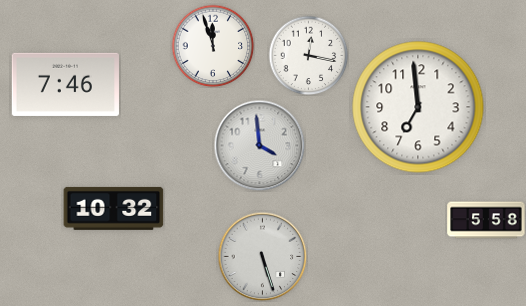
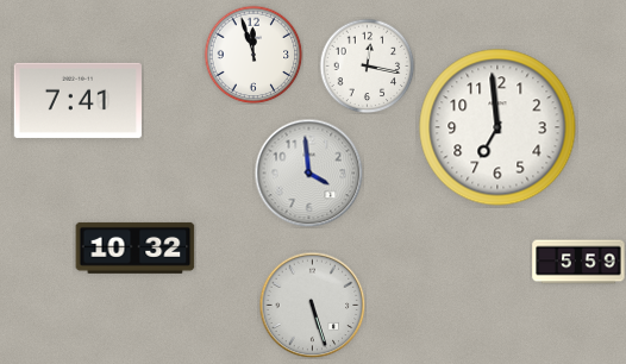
clock at (65, 84): 7:46 -> 7:41
clock at (486, 220): 5:58 -> 5:59
